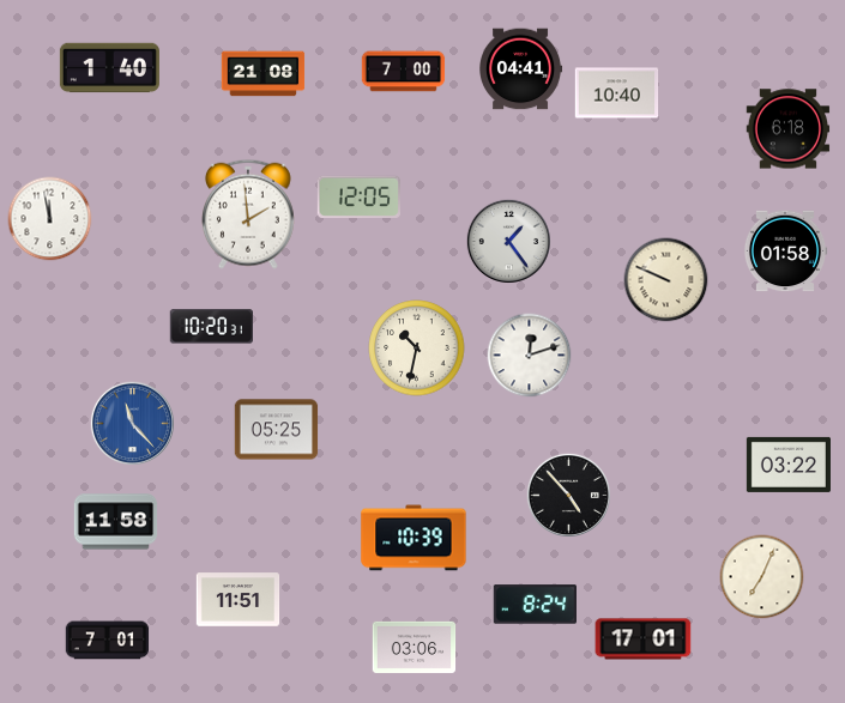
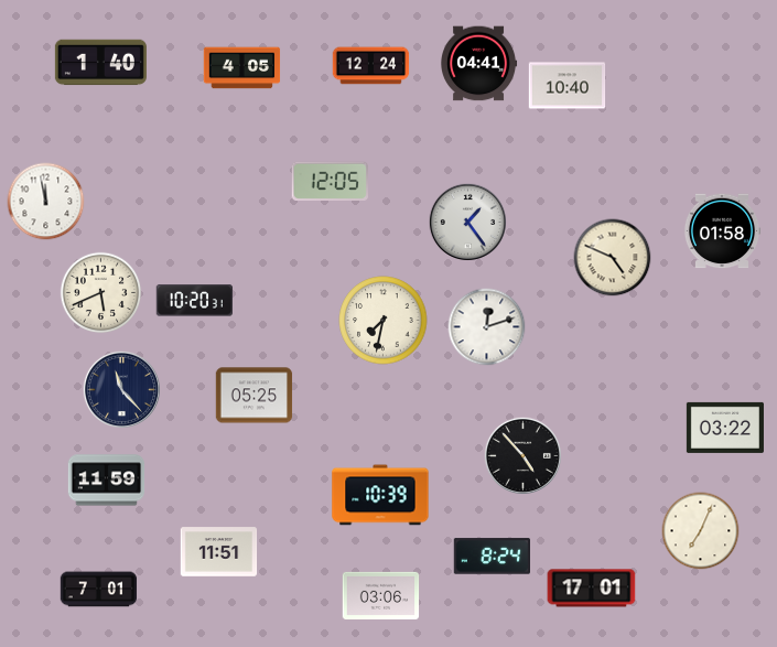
clock at (404, 72): 7:00 -> 12:24
clock at (264, 74): 21:08 -> 4:05
clock at (789, 129): 6:18 -> none
clock at (248, 214): 1:59 -> none
clock at (666, 280): 9:49 -> 4:49
clock at (101, 293): none -> 5:41
clock at (417, 349): 10:32 -> 7:32
clock at (132, 423) dial: blue -> navy
clock at (116, 522): 11:58 -> 11:59
